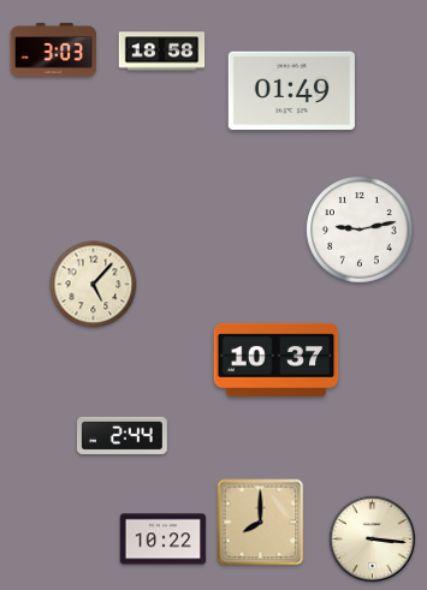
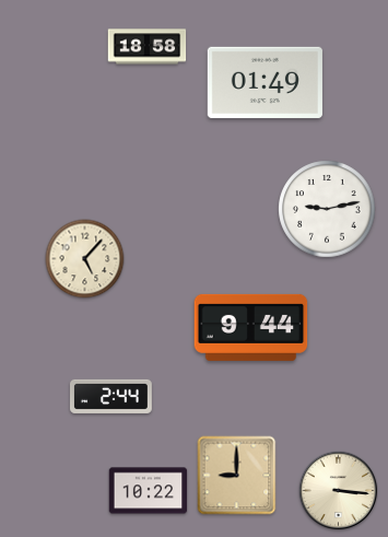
clock at (54, 50): 3:03 -> none
clock at (277, 359): 10:37 -> 9:44
clock at (261, 523): 8:00 -> 9:00
